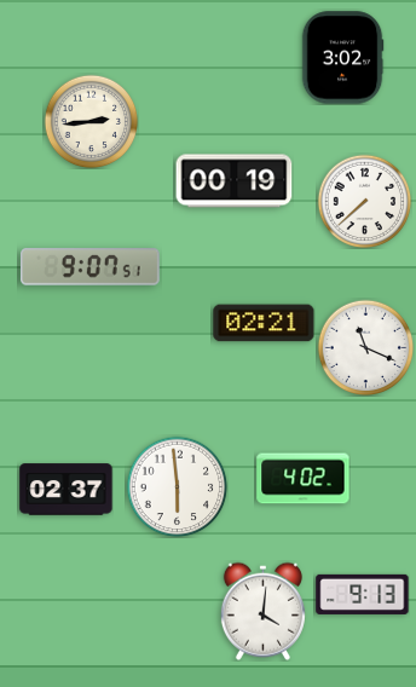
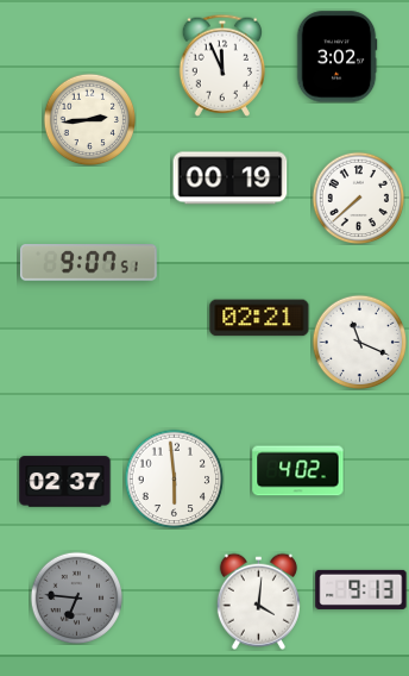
clock at (221, 65): none -> 11:56
clock at (363, 594) position: (363, 594) -> (361, 589)
clock at (76, 597): none -> 6:46
